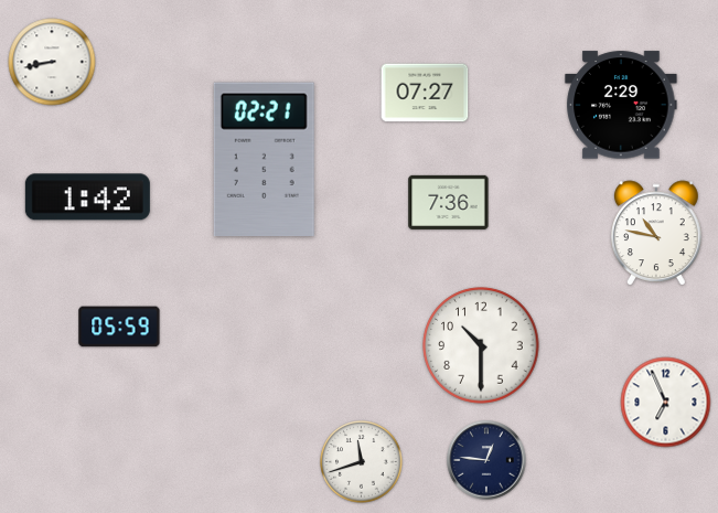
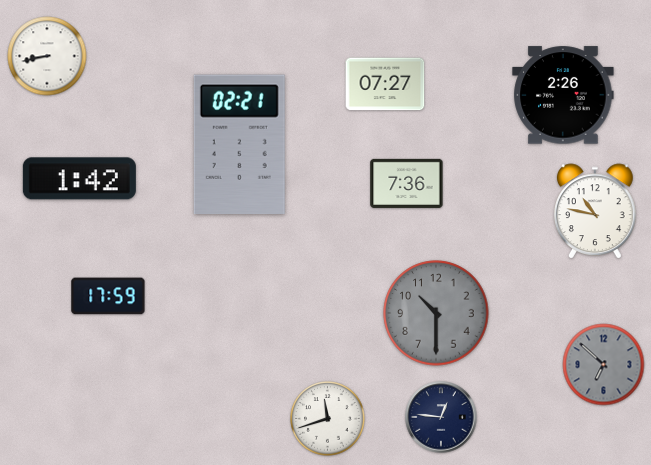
clock at (621, 105): 2:29 -> 2:26
clock at (119, 327): 05:59 -> 17:59
clock at (481, 345) dial: white -> grey
clock at (666, 403): 6:56 -> 6:52
clock at (666, 403) dial: white -> grey
